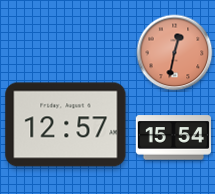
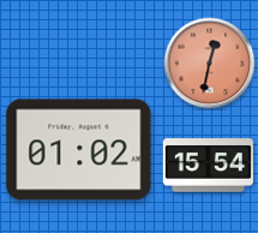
clock at (66, 125): 12:57 -> 01:02
